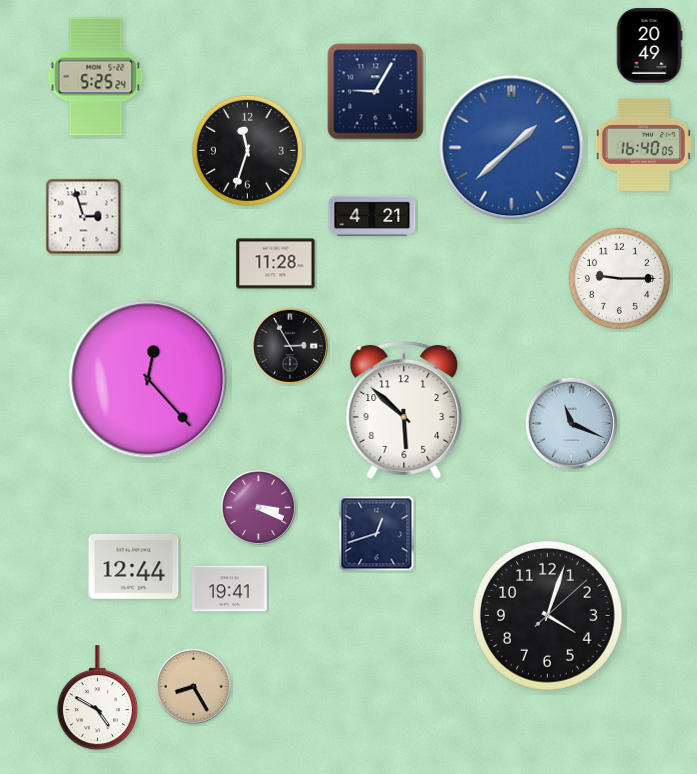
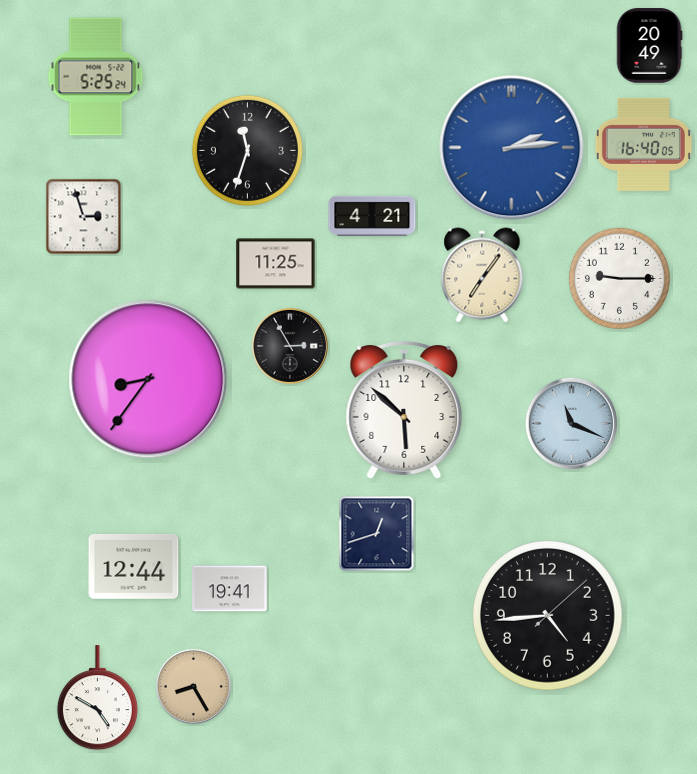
clock at (376, 92): 9:05 -> none
clock at (512, 148): 1:38 -> 2:14
clock at (276, 264): 11:28 -> 11:25
clock at (482, 275): none -> 7:06
clock at (148, 379): 12:23 -> 8:36
clock at (258, 507): 3:19 -> none
clock at (548, 616): 4:03 -> 4:44
